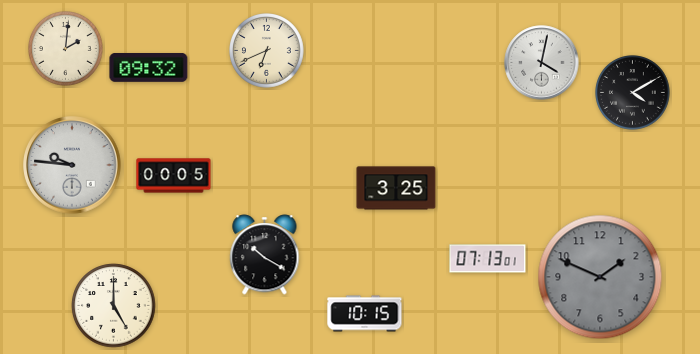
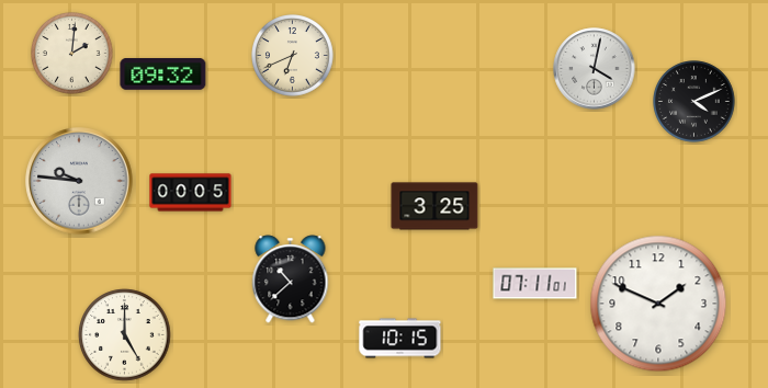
clock at (633, 93): 4:10 -> 4:11
clock at (265, 255): 10:20 -> 10:38
clock at (488, 259): 07:13 -> 07:11
clock at (600, 277) dial: grey -> white
clock at (365, 314) position: (365, 314) -> (400, 339)
